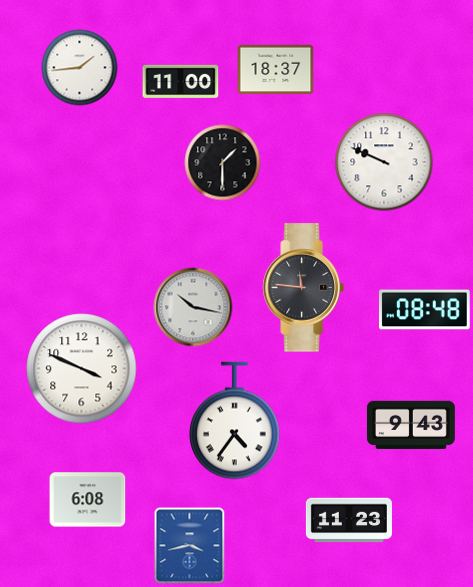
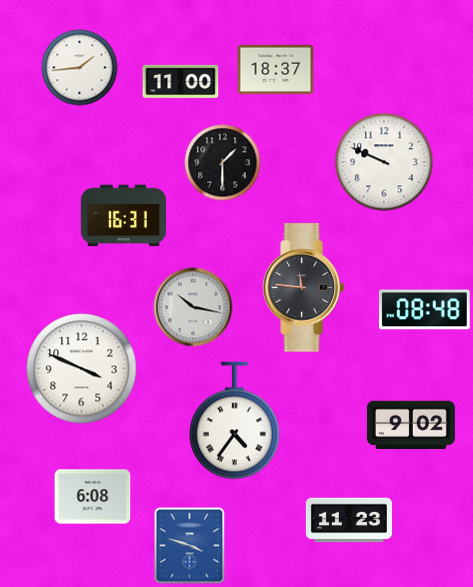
clock at (123, 216): none -> 16:31
clock at (411, 424): 9:43 -> 9:02
clock at (88, 500) position: (88, 500) -> (93, 497)
clock at (190, 546): 3:43 -> 3:48
